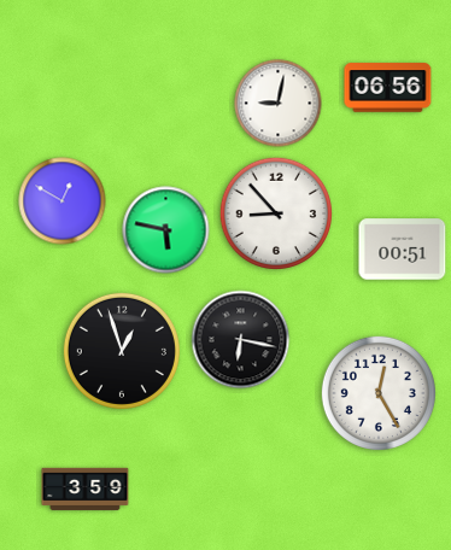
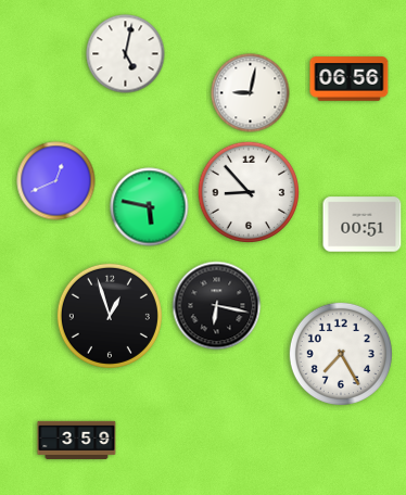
clock at (126, 54): none -> 5:02
clock at (63, 201): 12:50 -> 12:41
clock at (379, 393): 12:25 -> 7:25
